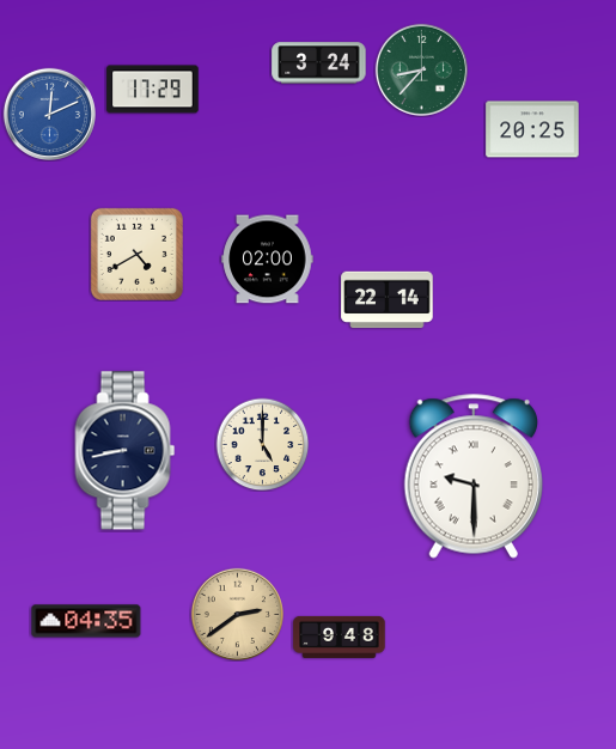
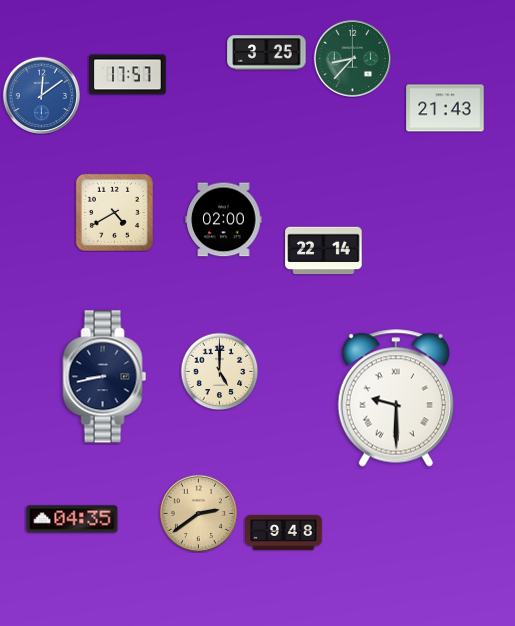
clock at (319, 63): 3:24 -> 3:25
clock at (153, 90): 17:29 -> 17:57
clock at (49, 114): 12:11 -> 12:09
clock at (532, 129): 20:25 -> 21:43
clock at (268, 260) position: (268, 260) -> (224, 220)
